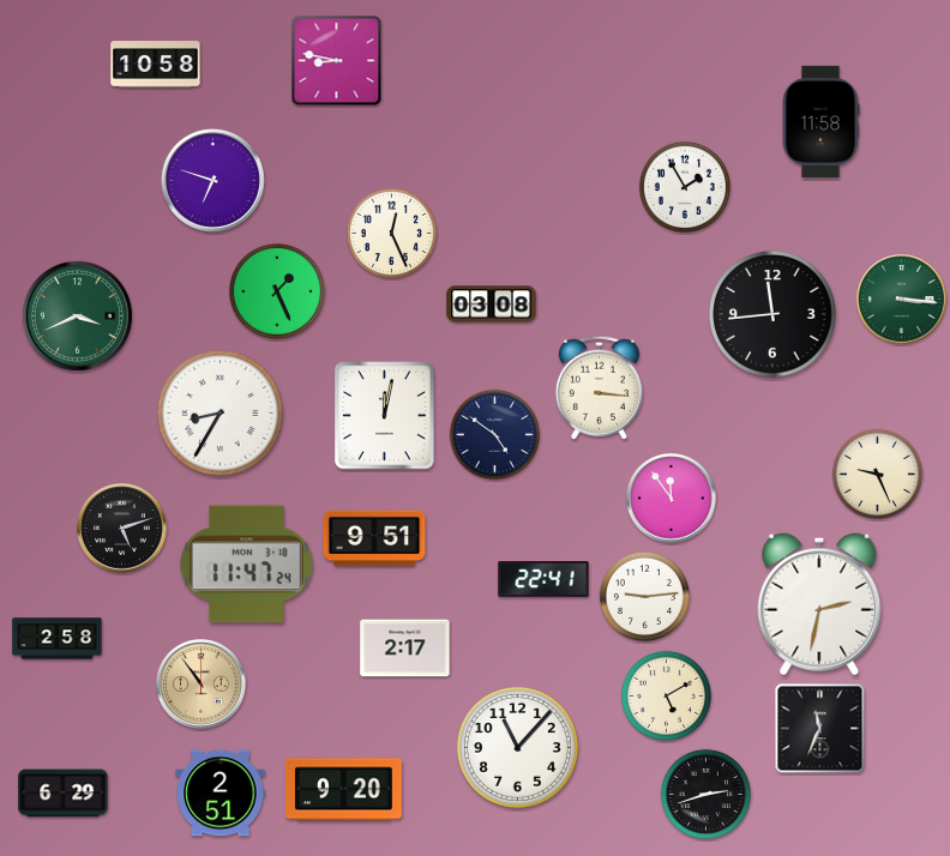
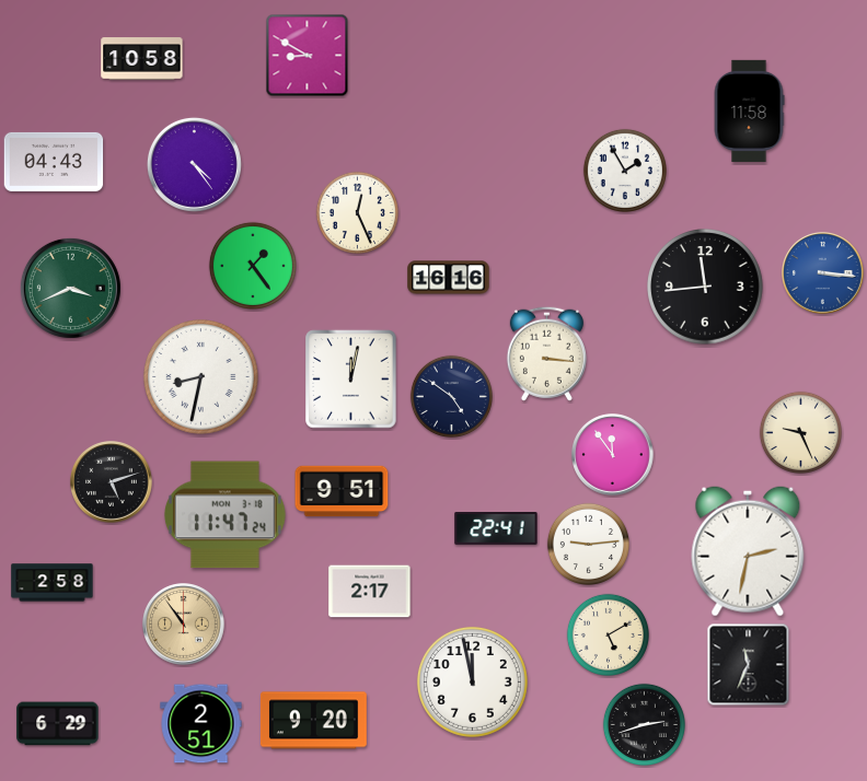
clock at (337, 61): 8:47 -> 8:50
clock at (54, 162): none -> 04:43
clock at (212, 180): 6:48 -> 4:24
clock at (277, 291): 1:26 -> 1:24
clock at (902, 300) dial: green -> blue
clock at (492, 305): 03:08 -> 16:16
clock at (221, 414): 8:35 -> 8:32
clock at (517, 747): 11:07 -> 11:58
